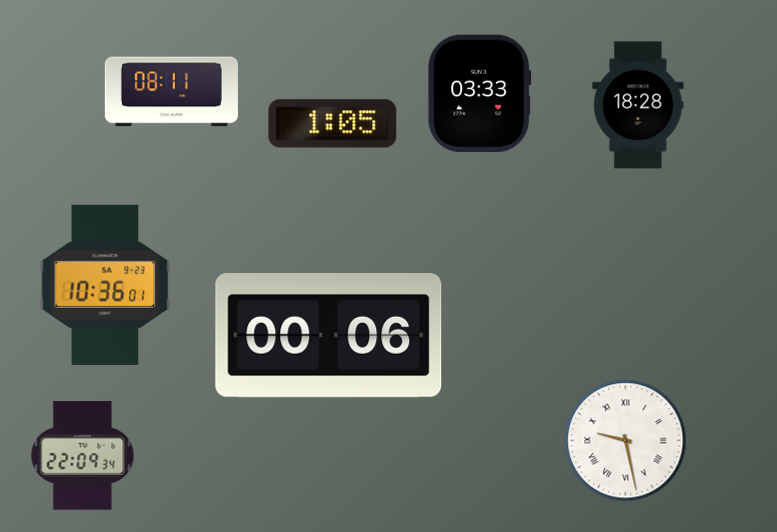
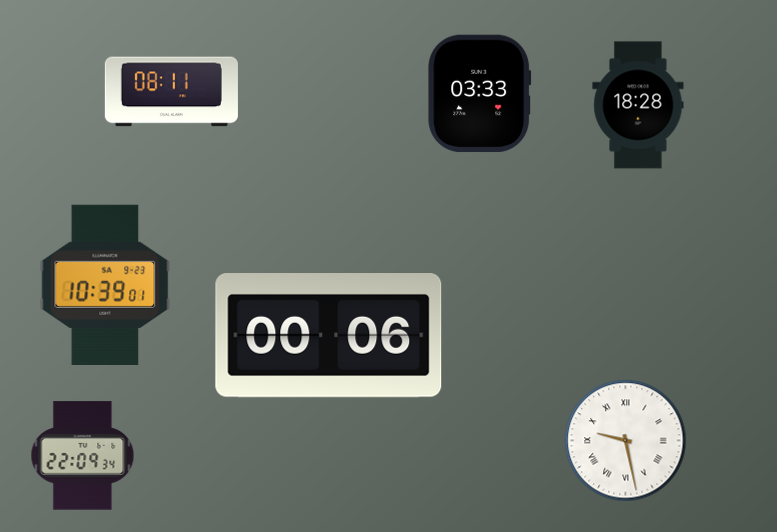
clock at (333, 124): 1:05 -> none
clock at (105, 285): 10:36 -> 10:39
